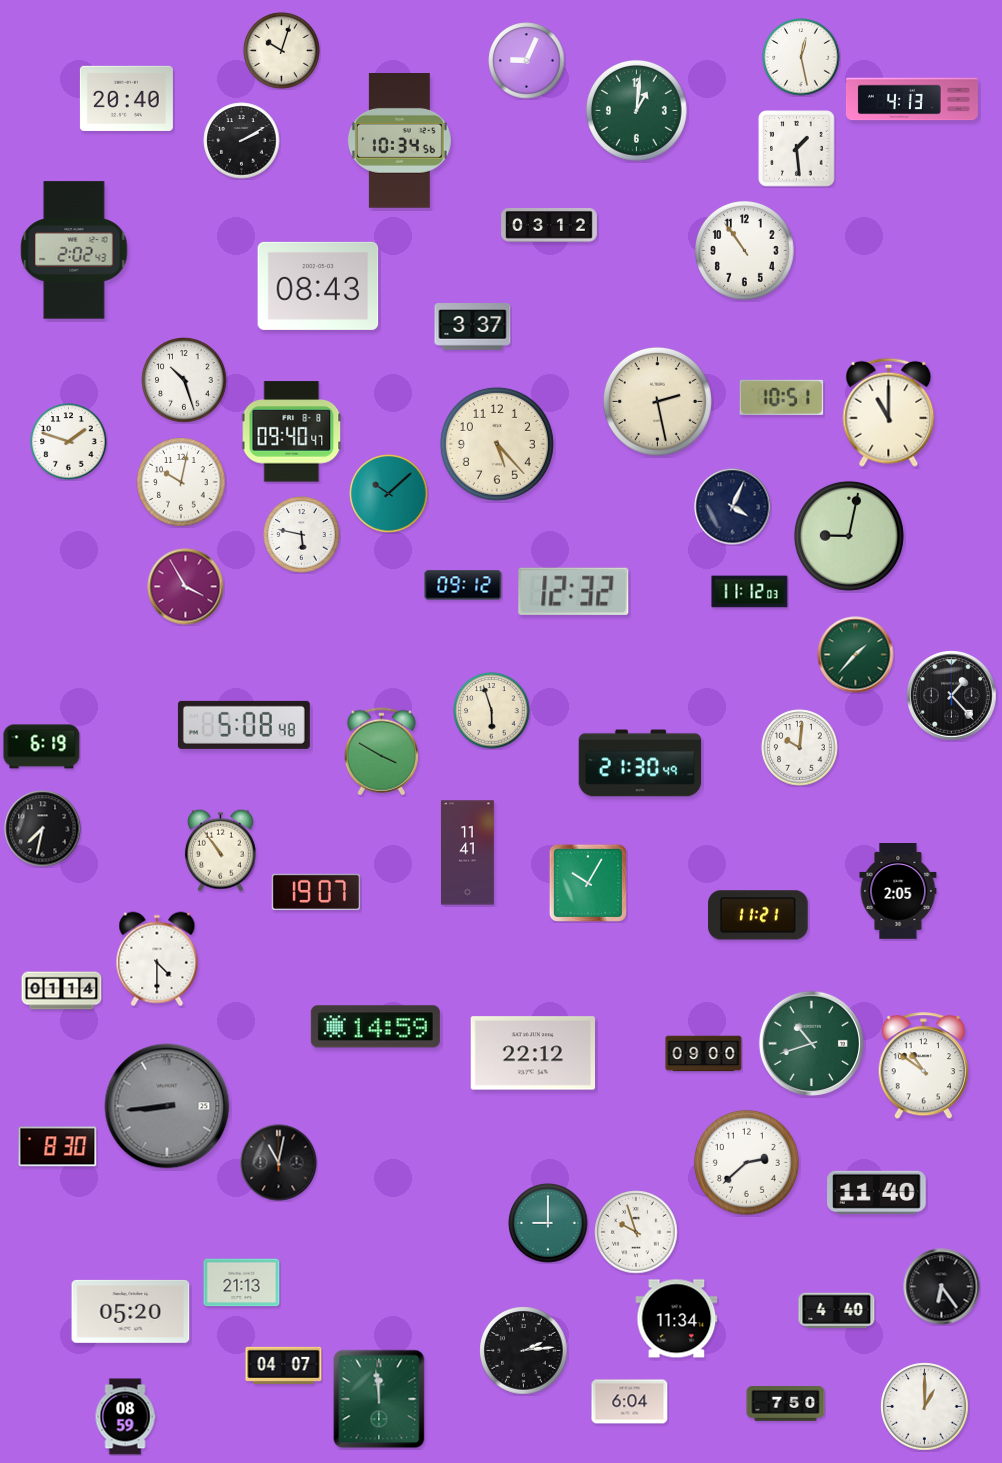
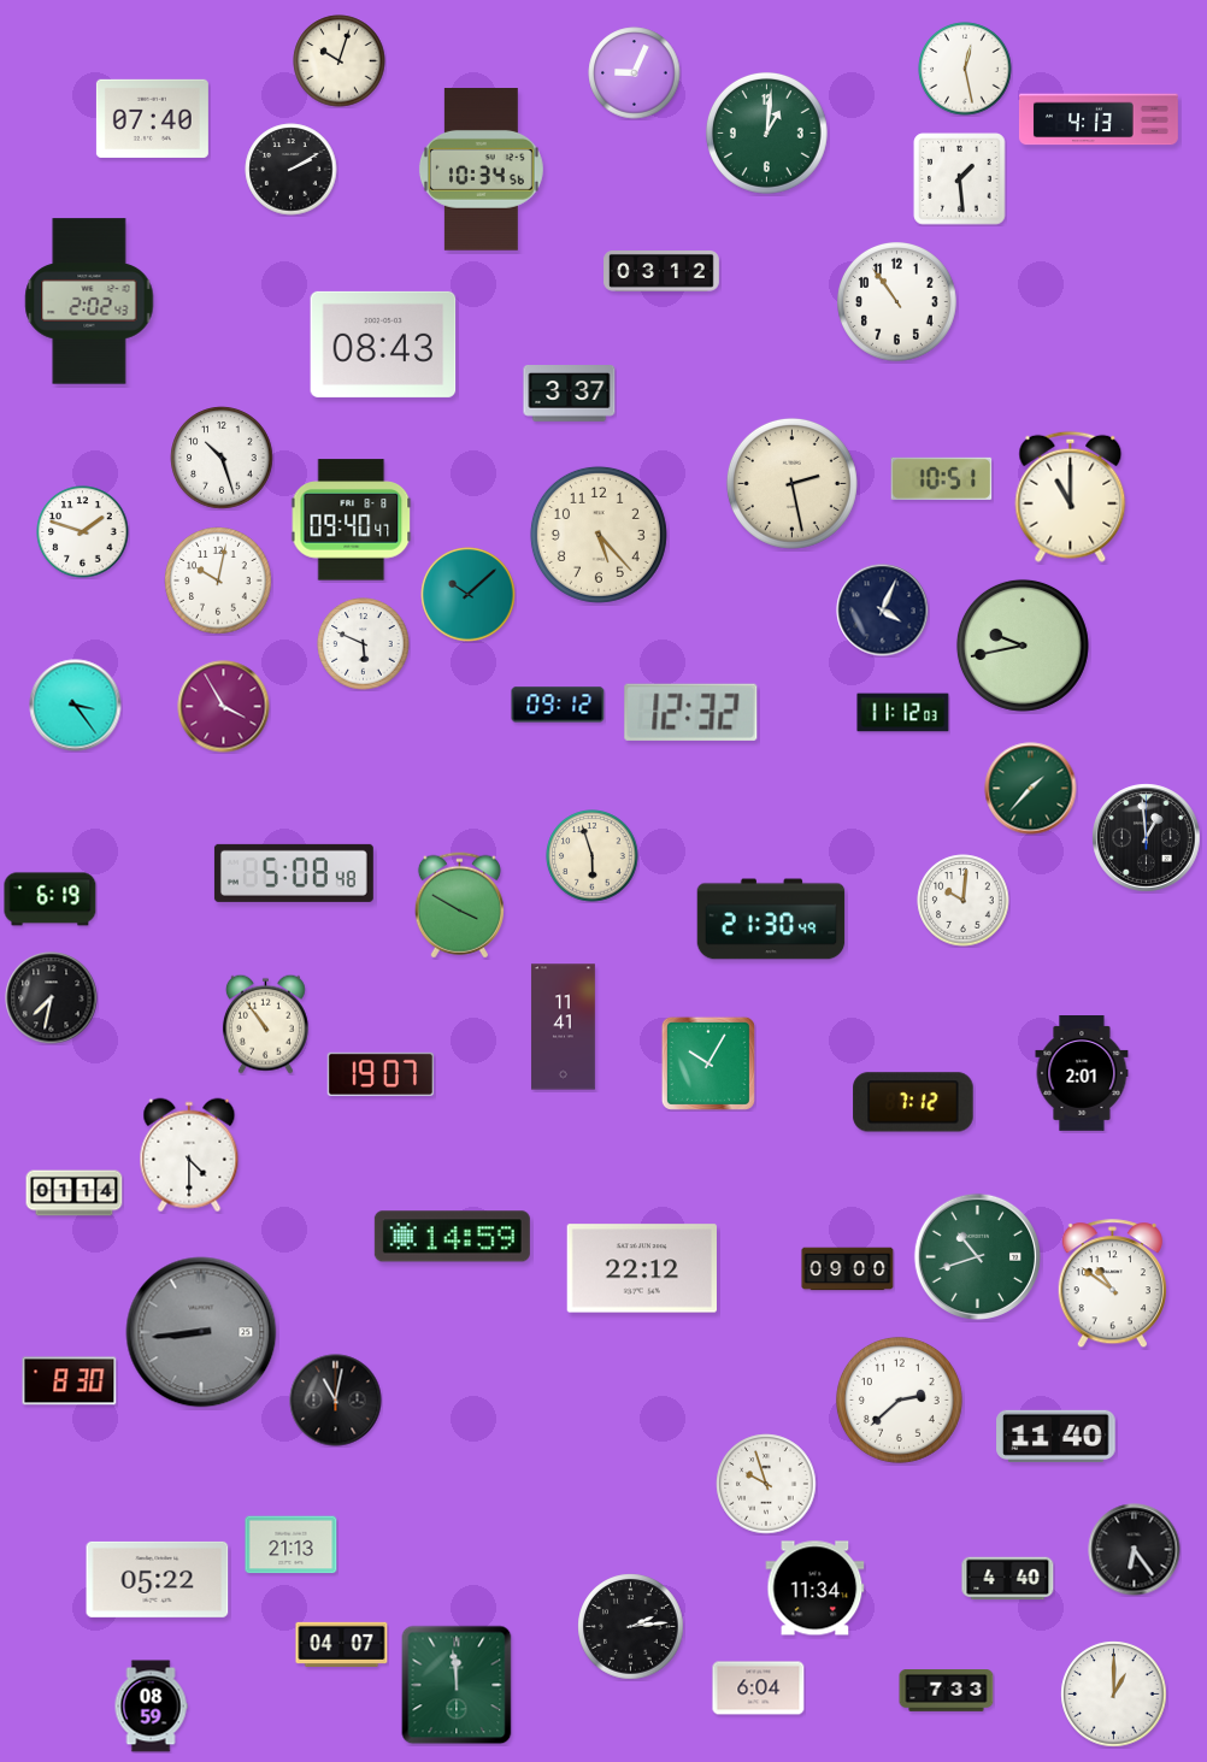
clock at (126, 98): 20:40 -> 07:40
clock at (302, 535): 5:47 -> 5:49
clock at (849, 536): 9:02 -> 9:43
clock at (76, 706): none -> 3:24
clock at (952, 696): 1:23 -> 12:59
clock at (898, 892): 2:05 -> 2:01
clock at (758, 915): 11:21 -> 7:12
clock at (548, 1223): 9:00 -> none
clock at (131, 1311): 05:20 -> 05:22
clock at (786, 1404): 7:50 -> 7:33
